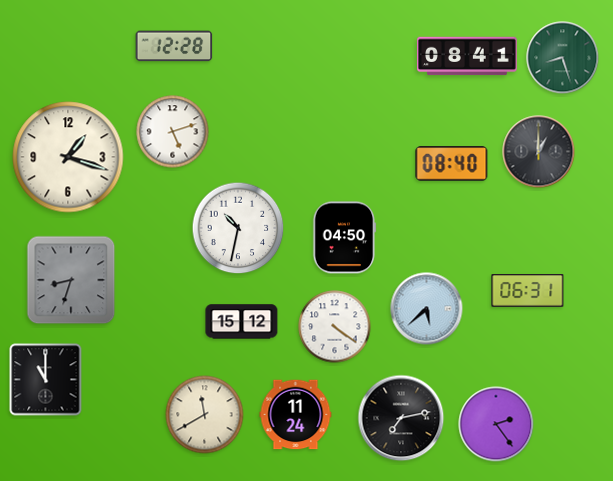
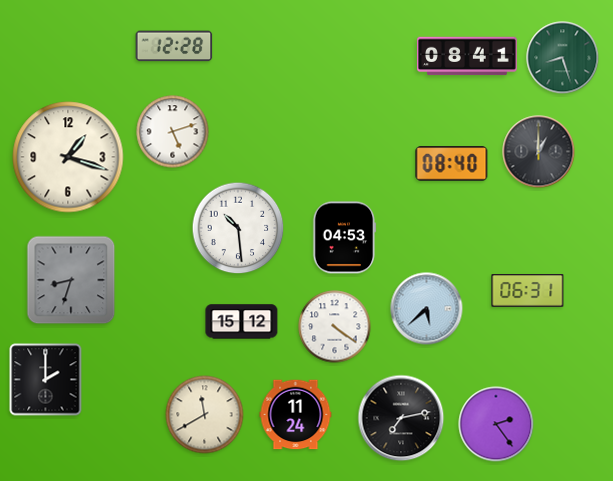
clock at (238, 228): 10:32 -> 10:29
clock at (345, 238): 04:50 -> 04:53
clock at (46, 380): 11:00 -> 2:00
